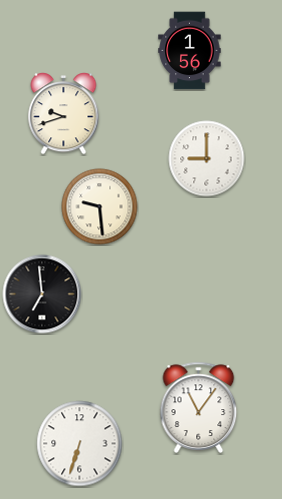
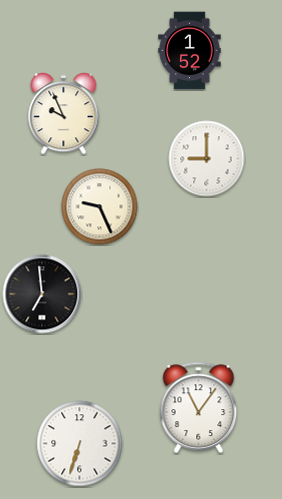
clock at (190, 51): 1:56 -> 1:52
clock at (64, 114): 9:42 -> 9:56
clock at (100, 207): 9:29 -> 9:26
